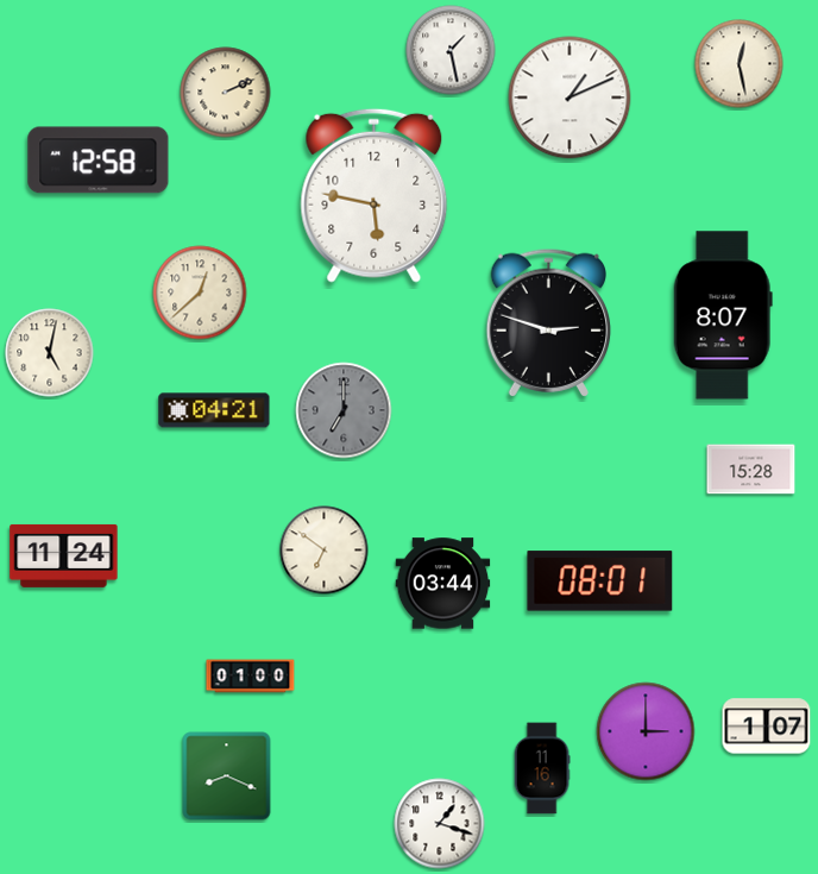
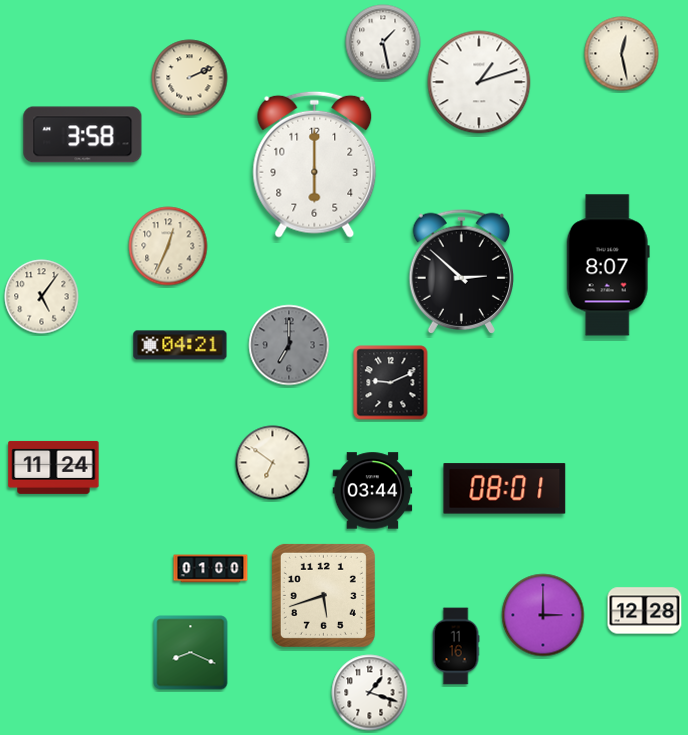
clock at (451, 50) position: (451, 50) -> (383, 42)
clock at (570, 98): 1:11 -> 1:12
clock at (99, 161): 12:58 -> 3:58
clock at (375, 195): 5:47 -> 6:00
clock at (200, 293): 12:38 -> 12:34
clock at (548, 322): 2:48 -> 2:52
clock at (50, 353): 5:02 -> 5:06
clock at (391, 383): none -> 9:11
clock at (751, 470): 15:28 -> none
clock at (323, 595): none -> 5:42
clock at (767, 727): 1:07 -> 12:28
